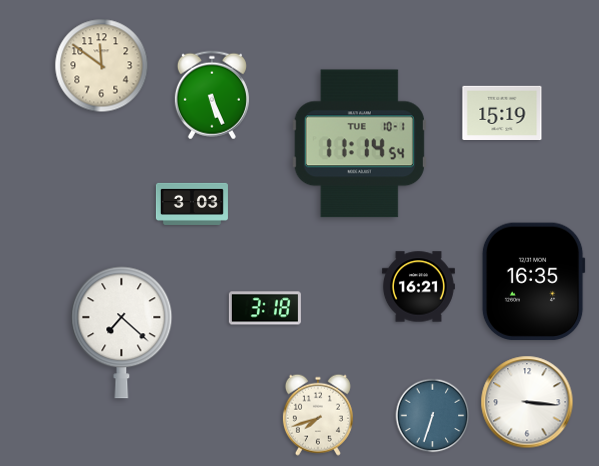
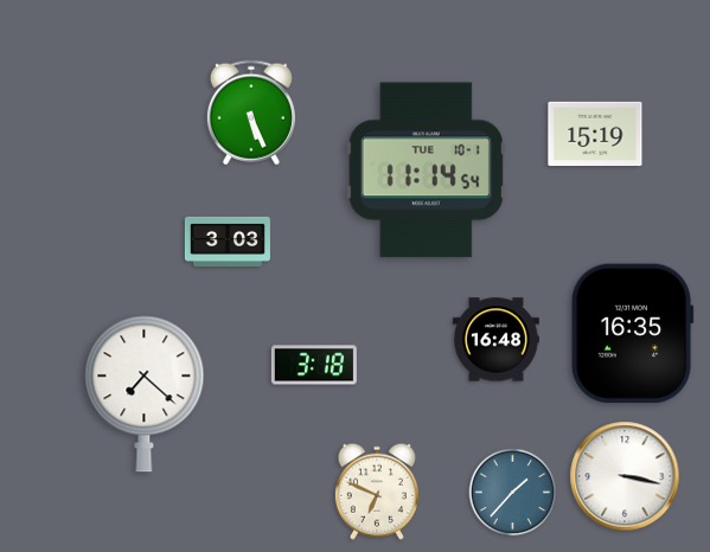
clock at (102, 66): 11:51 -> none
clock at (418, 287): 16:21 -> 16:48
clock at (527, 402): 3:16 -> 3:17
clock at (318, 415): 7:42 -> 6:49
clock at (433, 416): 6:33 -> 1:37
